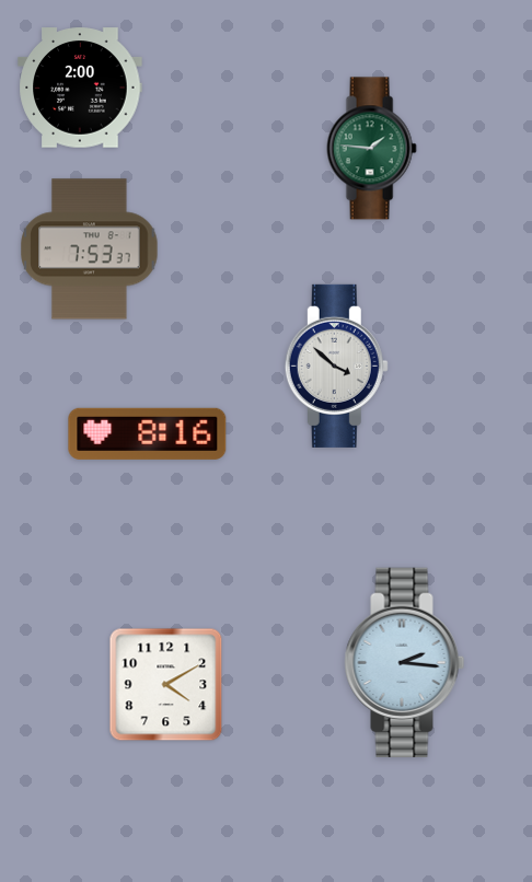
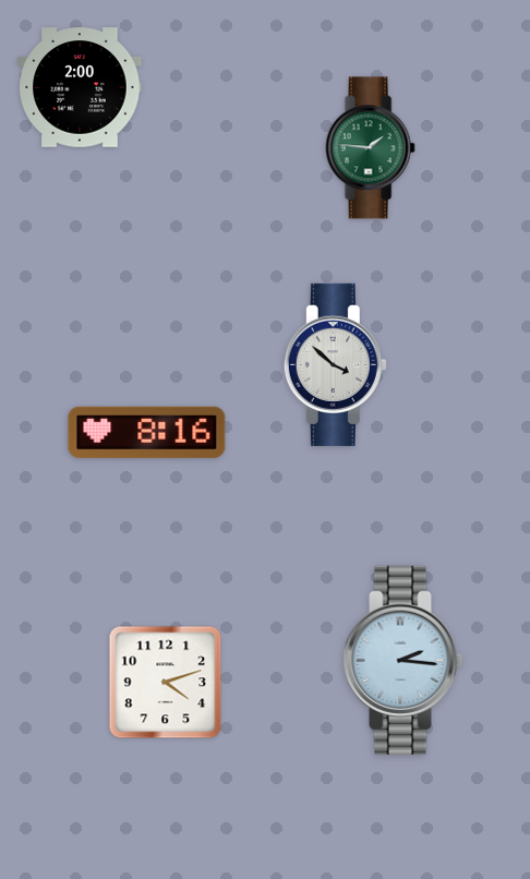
clock at (90, 249): 7:53 -> none
clock at (166, 685): 4:10 -> 4:12
